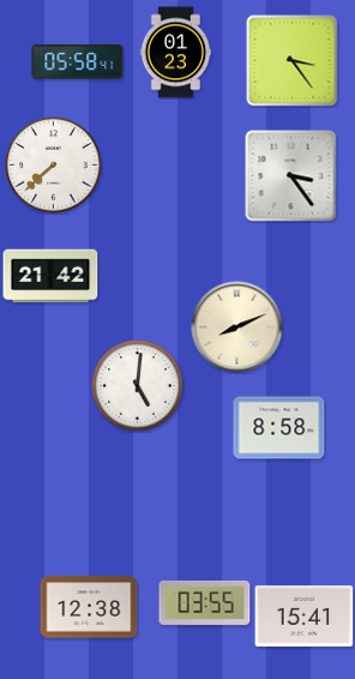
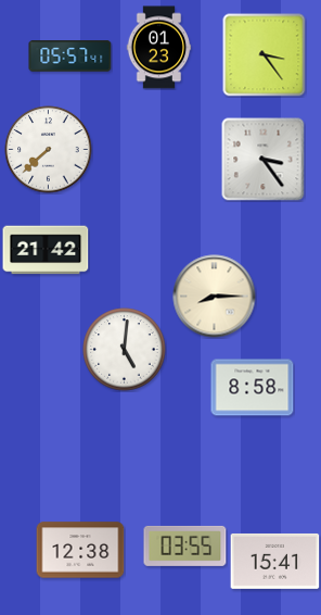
clock at (78, 62): 05:58 -> 05:57
clock at (237, 328): 8:11 -> 8:15
clock at (305, 615) position: (305, 615) -> (275, 561)
